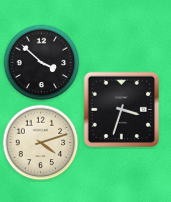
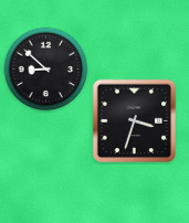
clock at (42, 63): 3:52 -> 8:52
clock at (41, 143): 4:12 -> none
